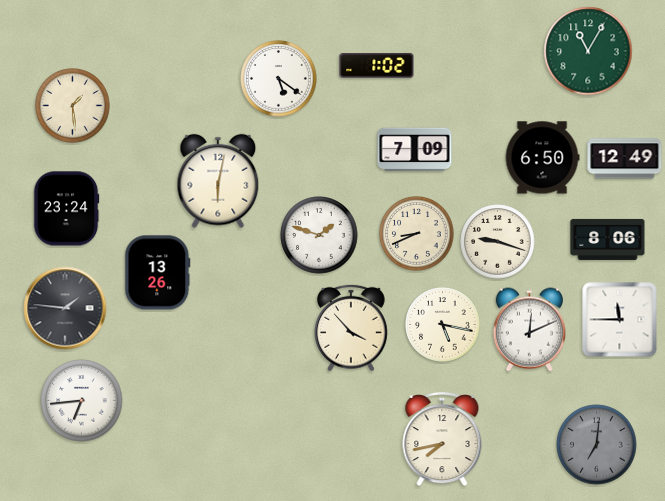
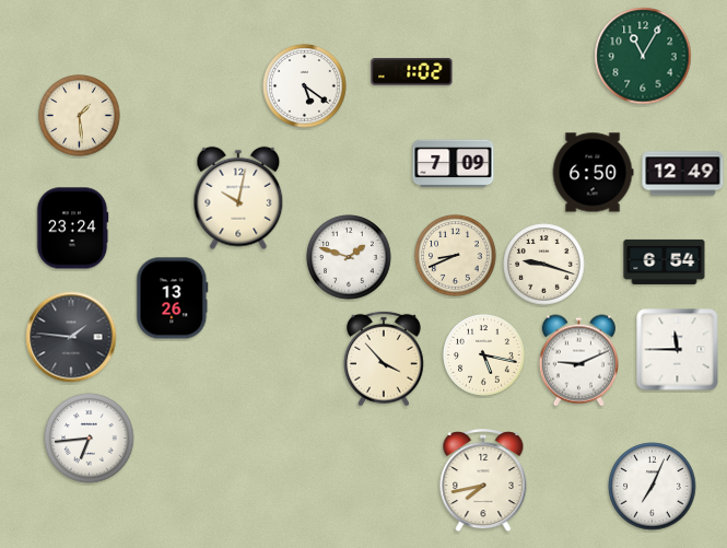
clock at (218, 181): 6:02 -> 10:02
clock at (608, 239): 8:06 -> 6:54
clock at (529, 330): 12:11 -> 9:11
clock at (597, 445): 7:01 -> 7:04
clock at (597, 445) dial: grey -> white
